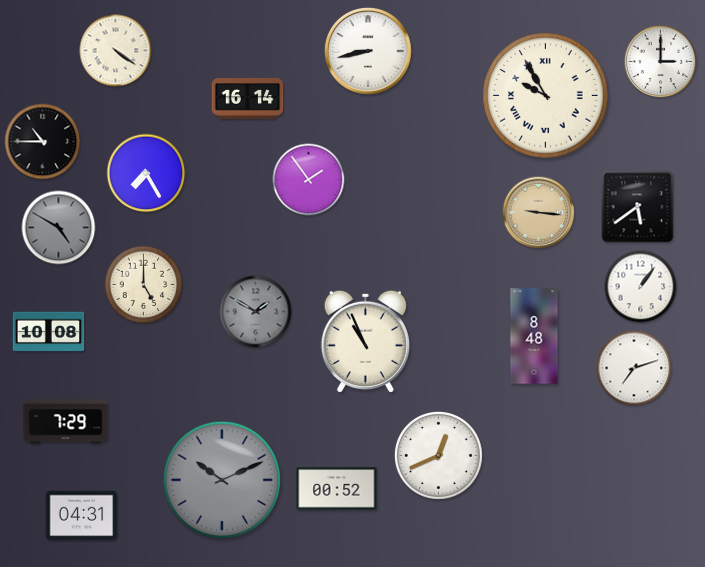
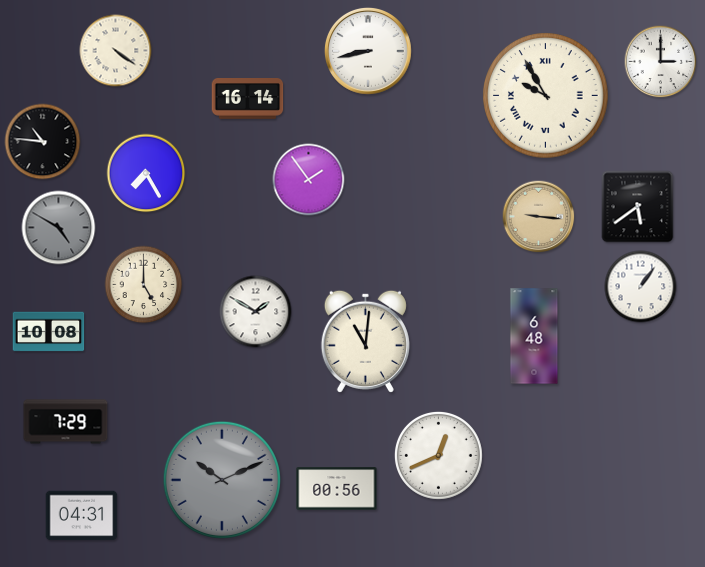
clock at (43, 142): 10:45 -> 10:46
clock at (539, 213) position: (539, 213) -> (539, 217)
clock at (256, 312) dial: grey -> white
clock at (534, 336): 8:48 -> 6:48
clock at (365, 341): 10:56 -> 11:01
clock at (634, 368): 7:12 -> none
clock at (337, 489): 00:52 -> 00:56
